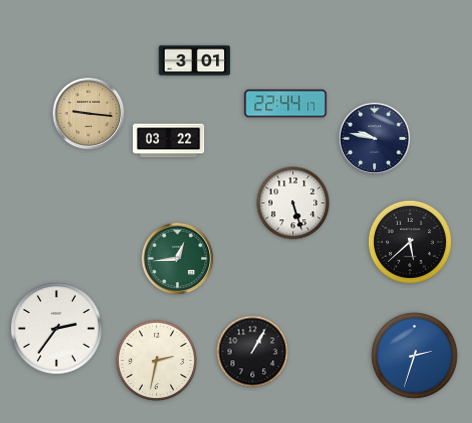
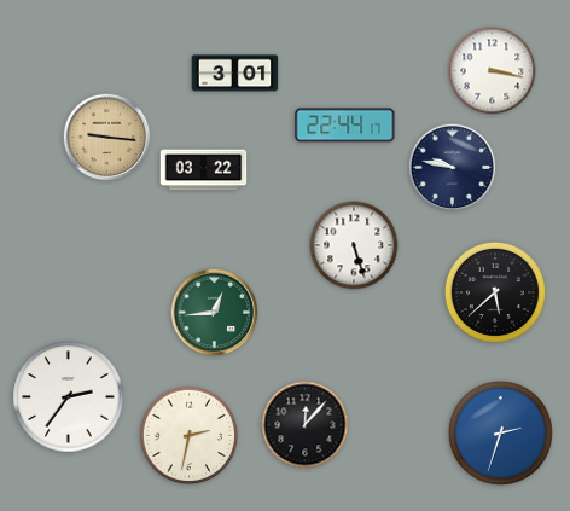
clock at (493, 71): none -> 3:17
clock at (253, 352): 1:05 -> 12:07
clock at (414, 355) position: (414, 355) -> (500, 432)
